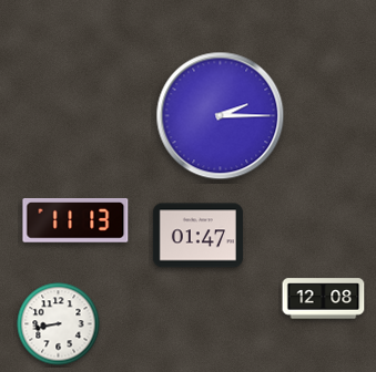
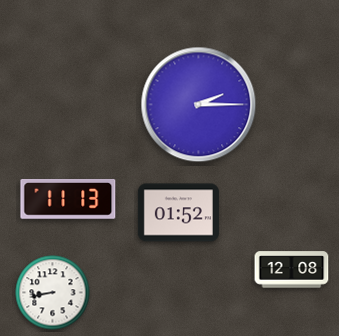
clock at (197, 236): 01:47 -> 01:52
